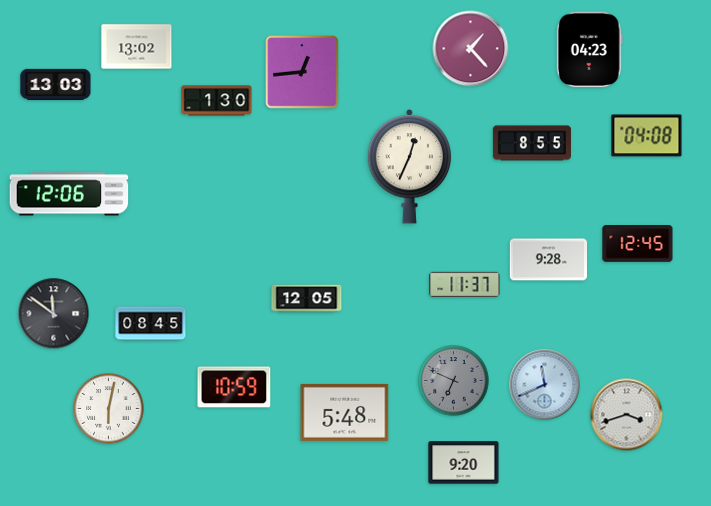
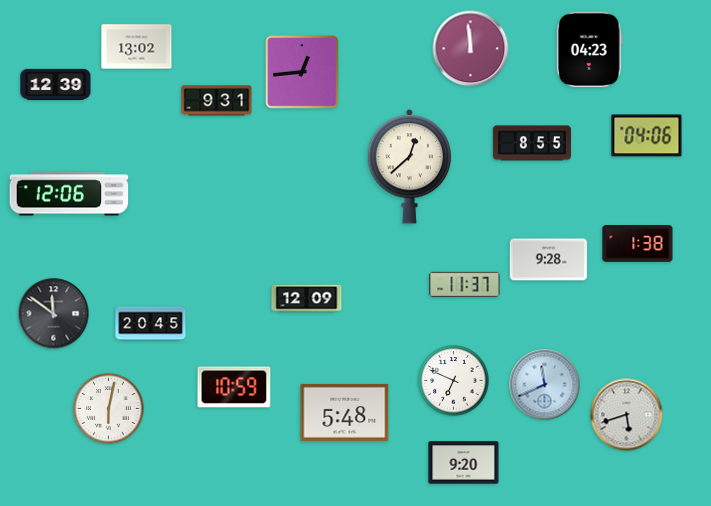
clock at (471, 49): 1:23 -> 11:59
clock at (56, 84): 13:03 -> 12:39
clock at (217, 101): 1:30 -> 9:31
clock at (647, 136): 04:08 -> 04:06
clock at (410, 167): 12:34 -> 12:38
clock at (638, 244): 12:45 -> 1:38
clock at (307, 299): 12:05 -> 12:09
clock at (151, 324): 08:45 -> 20:45
clock at (454, 381) dial: grey -> white
clock at (627, 415): 3:42 -> 5:42
